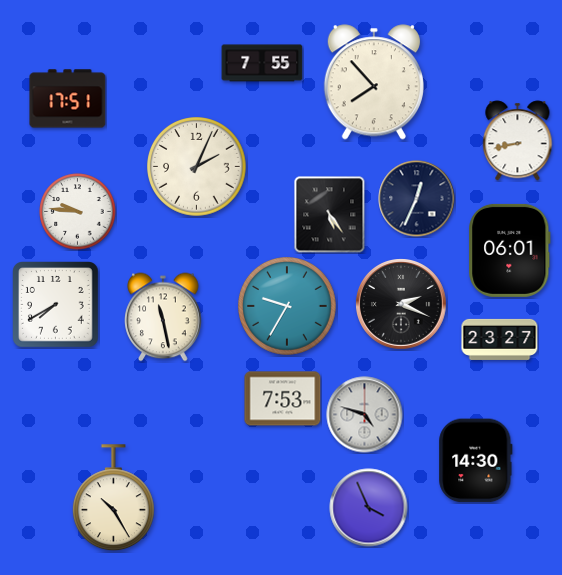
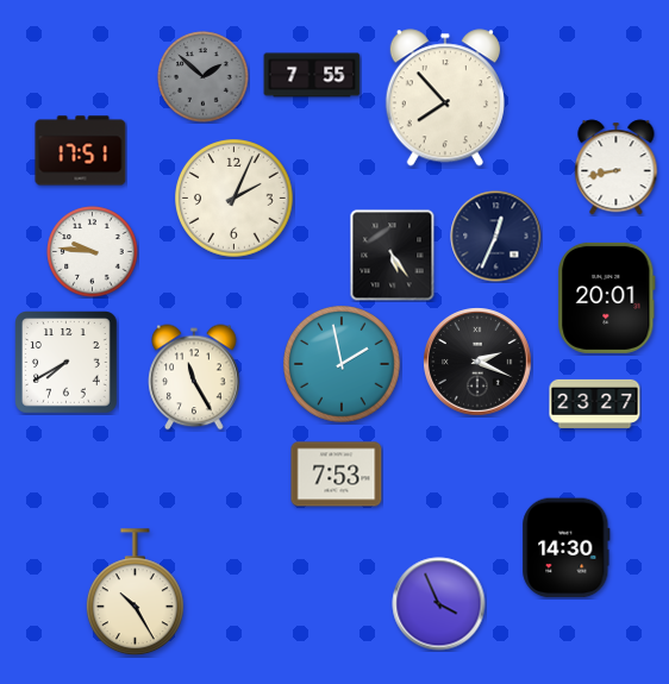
clock at (204, 77): none -> 1:52
clock at (68, 99) position: (68, 99) -> (81, 151)
clock at (510, 250): 06:01 -> 20:01
clock at (288, 307): 9:35 -> 1:58
clock at (163, 317): 11:28 -> 11:25
clock at (365, 415): 4:48 -> none
